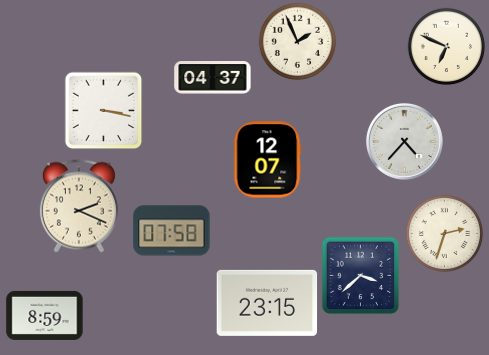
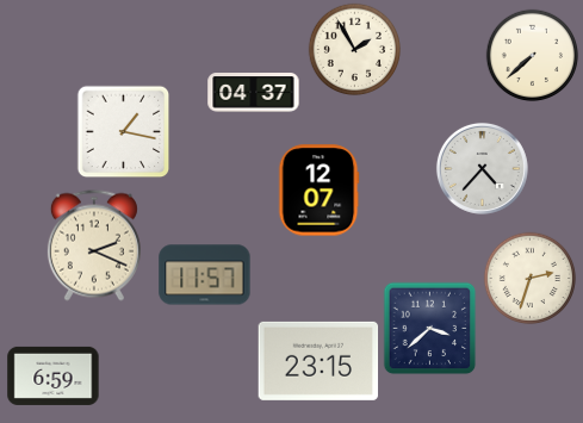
clock at (297, 41): 1:56 -> 1:55
clock at (446, 46): 6:49 -> 7:38
clock at (103, 110): 3:17 -> 1:17
clock at (172, 231): 07:58 -> 11:57
clock at (45, 315): 8:59 -> 6:59
